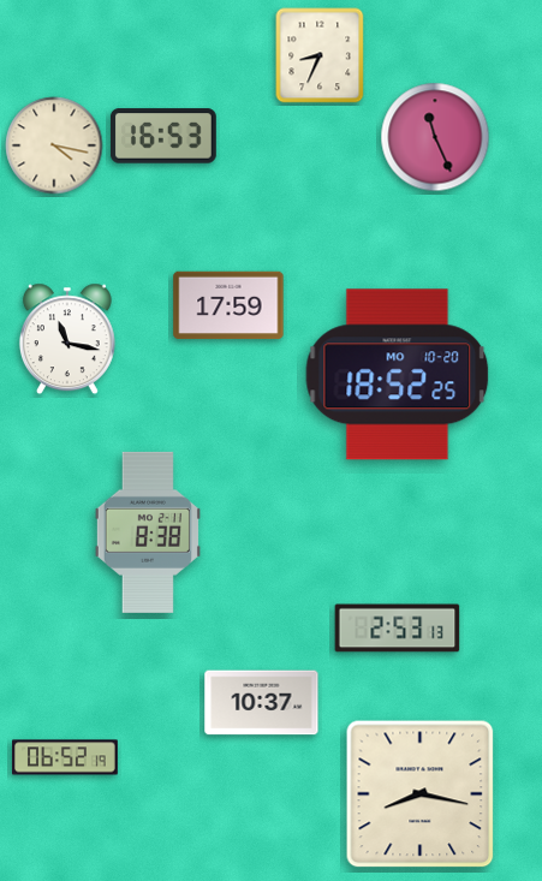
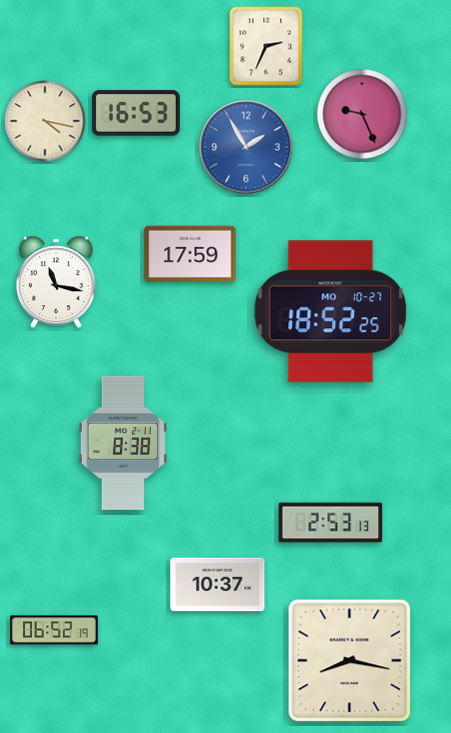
clock at (320, 55): 8:34 -> 2:34
clock at (435, 137): 11:26 -> 9:26
clock at (246, 147): none -> 1:55
clock at (398, 375) date: MO 10-20 -> MO 10-27
